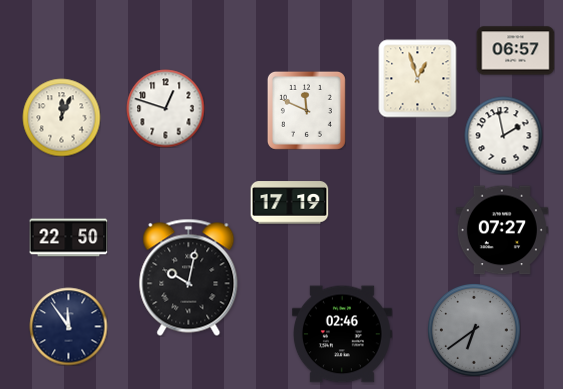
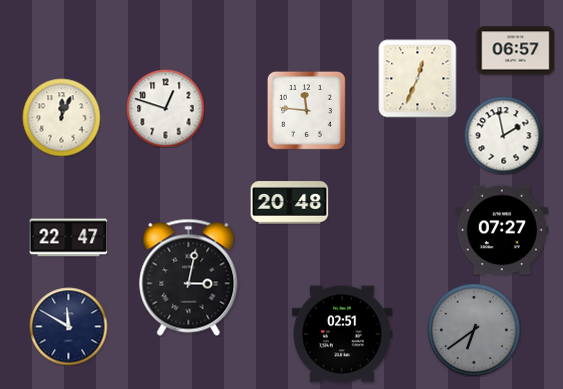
clock at (417, 78): 12:57 -> 12:34
clock at (306, 110): 11:49 -> 11:46
clock at (289, 203): 17:19 -> 20:48
clock at (68, 238): 22:50 -> 22:47
clock at (189, 277): 10:02 -> 3:02
clock at (68, 326): 11:54 -> 11:50
clock at (342, 334): 02:46 -> 02:51
